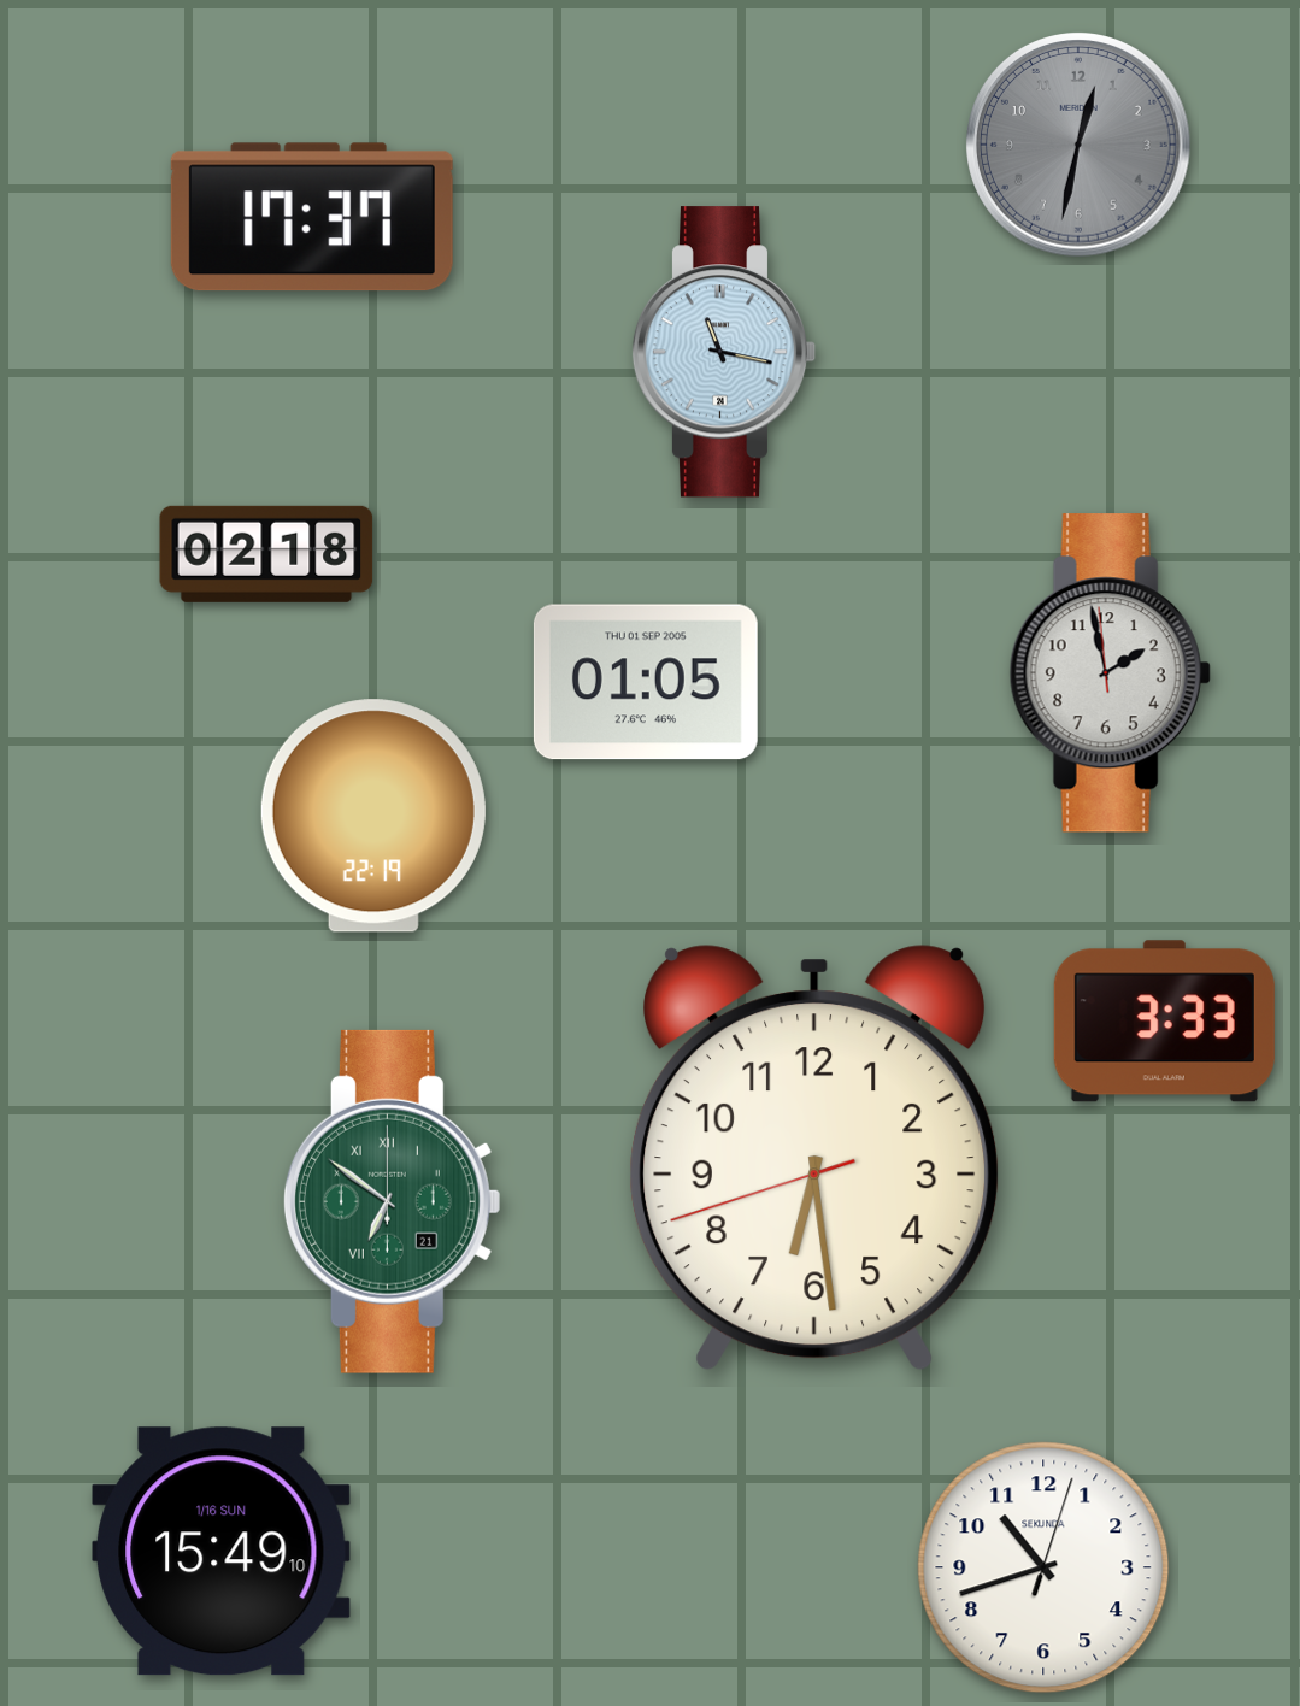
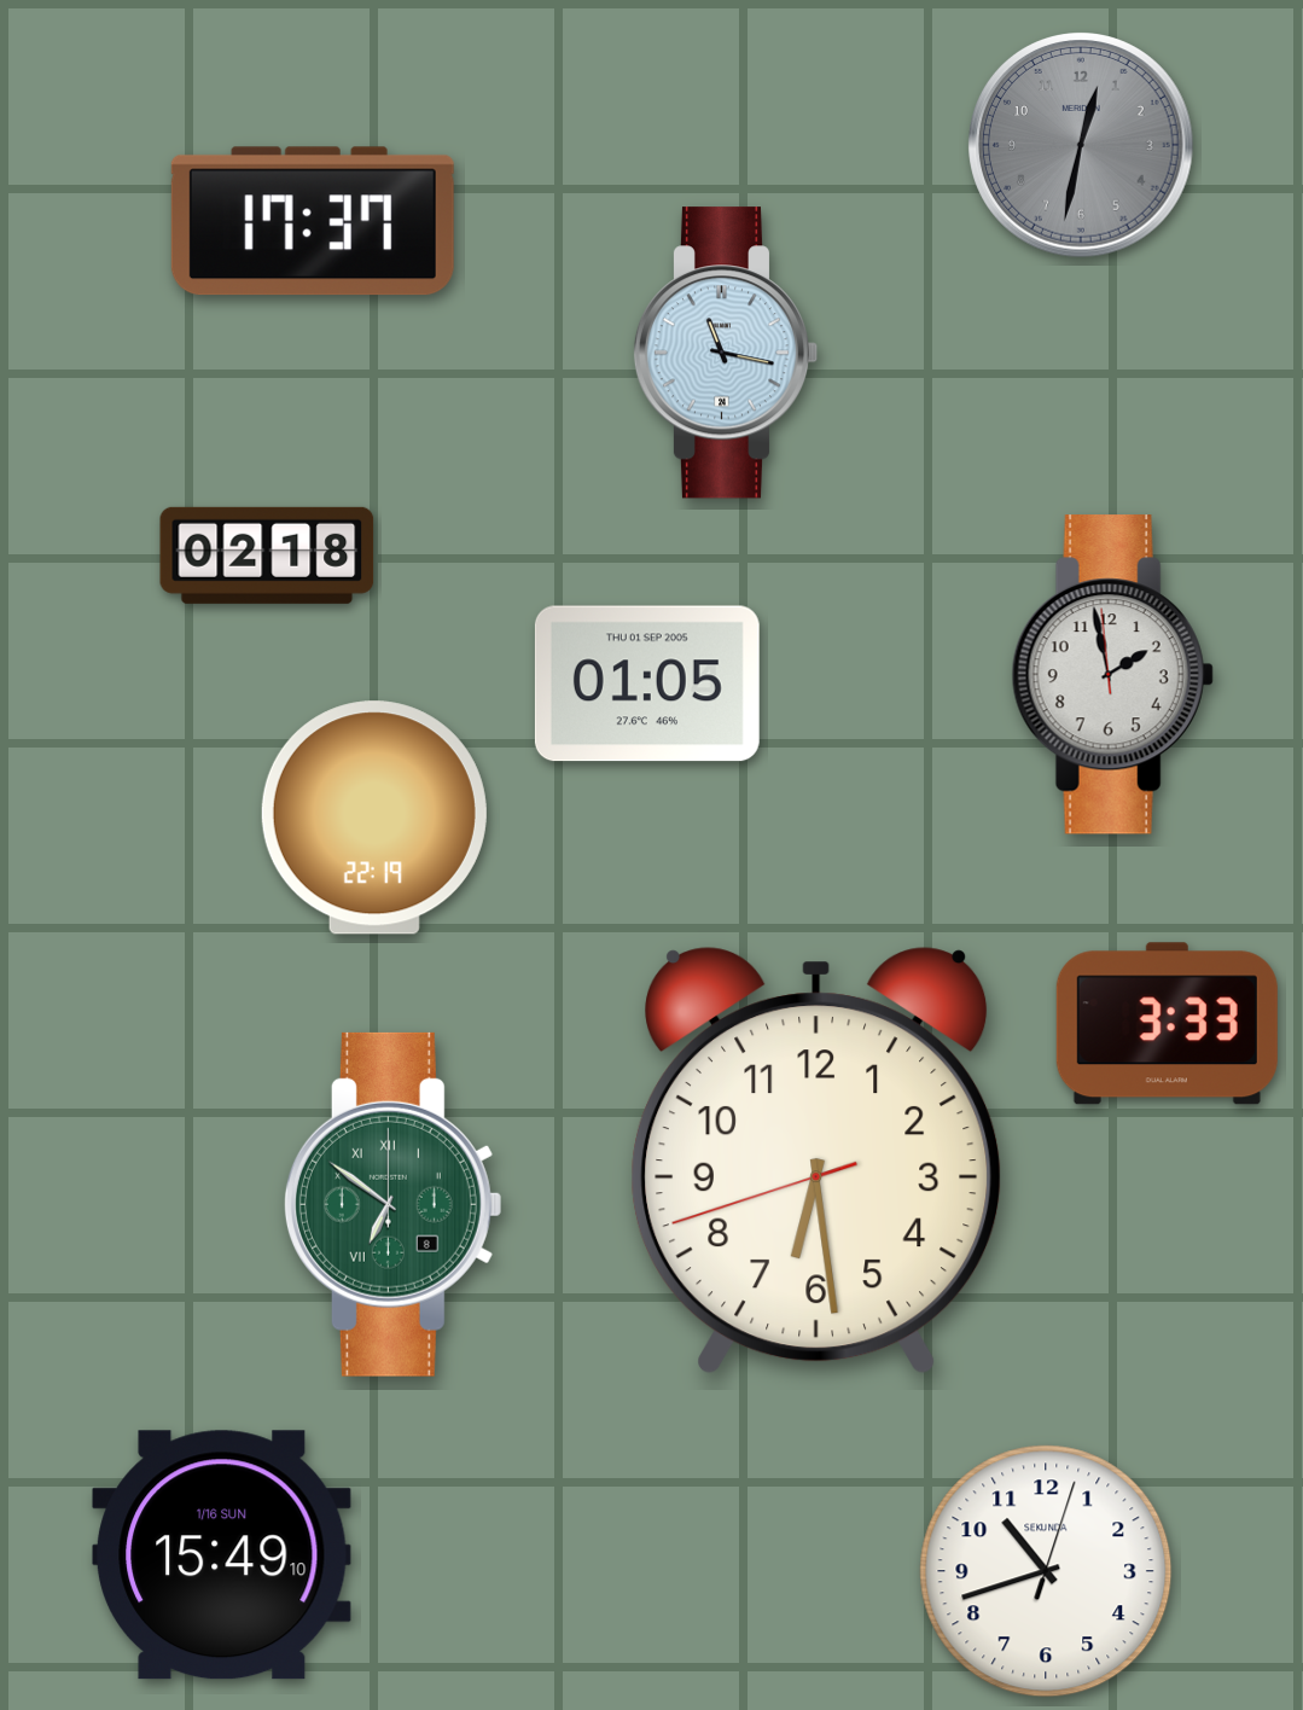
clock at (312, 217) position: (312, 217) -> (313, 221)
clock at (392, 1201) date: 21 -> 8
